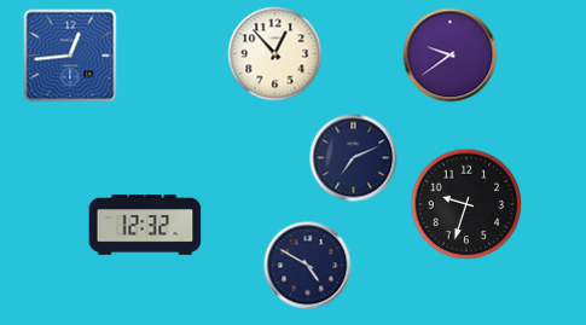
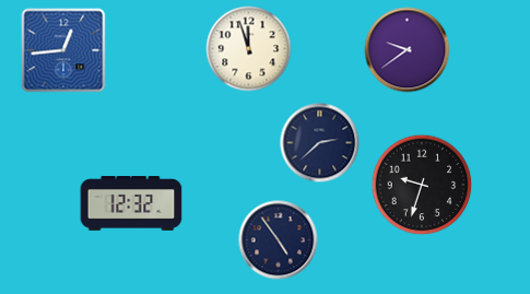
clock at (275, 54): 12:53 -> 11:57
clock at (354, 158): 7:11 -> 2:38
clock at (308, 266): 4:50 -> 4:54
